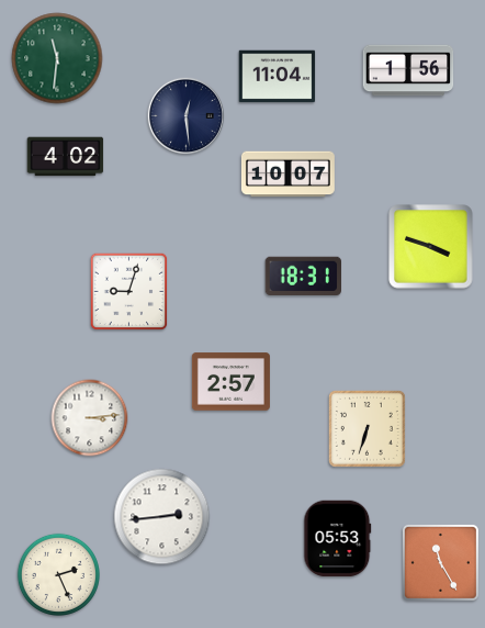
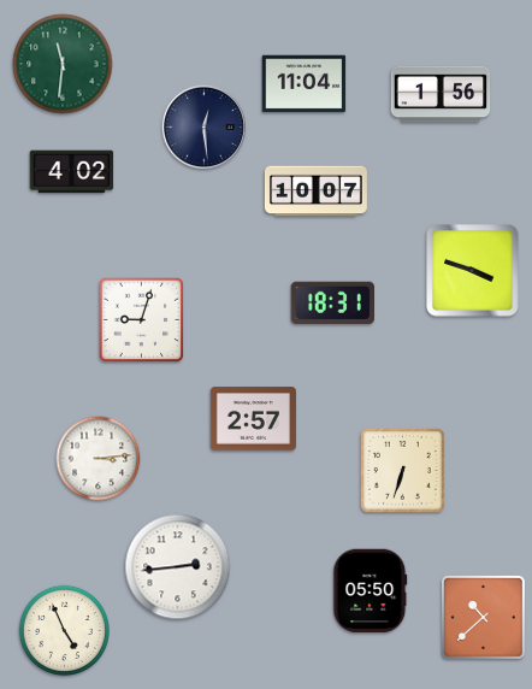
clock at (408, 70) position: (408, 70) -> (441, 94)
clock at (338, 539): 05:53 -> 05:50
clock at (440, 562): 11:25 -> 10:38
clock at (58, 574): 2:26 -> 4:56
